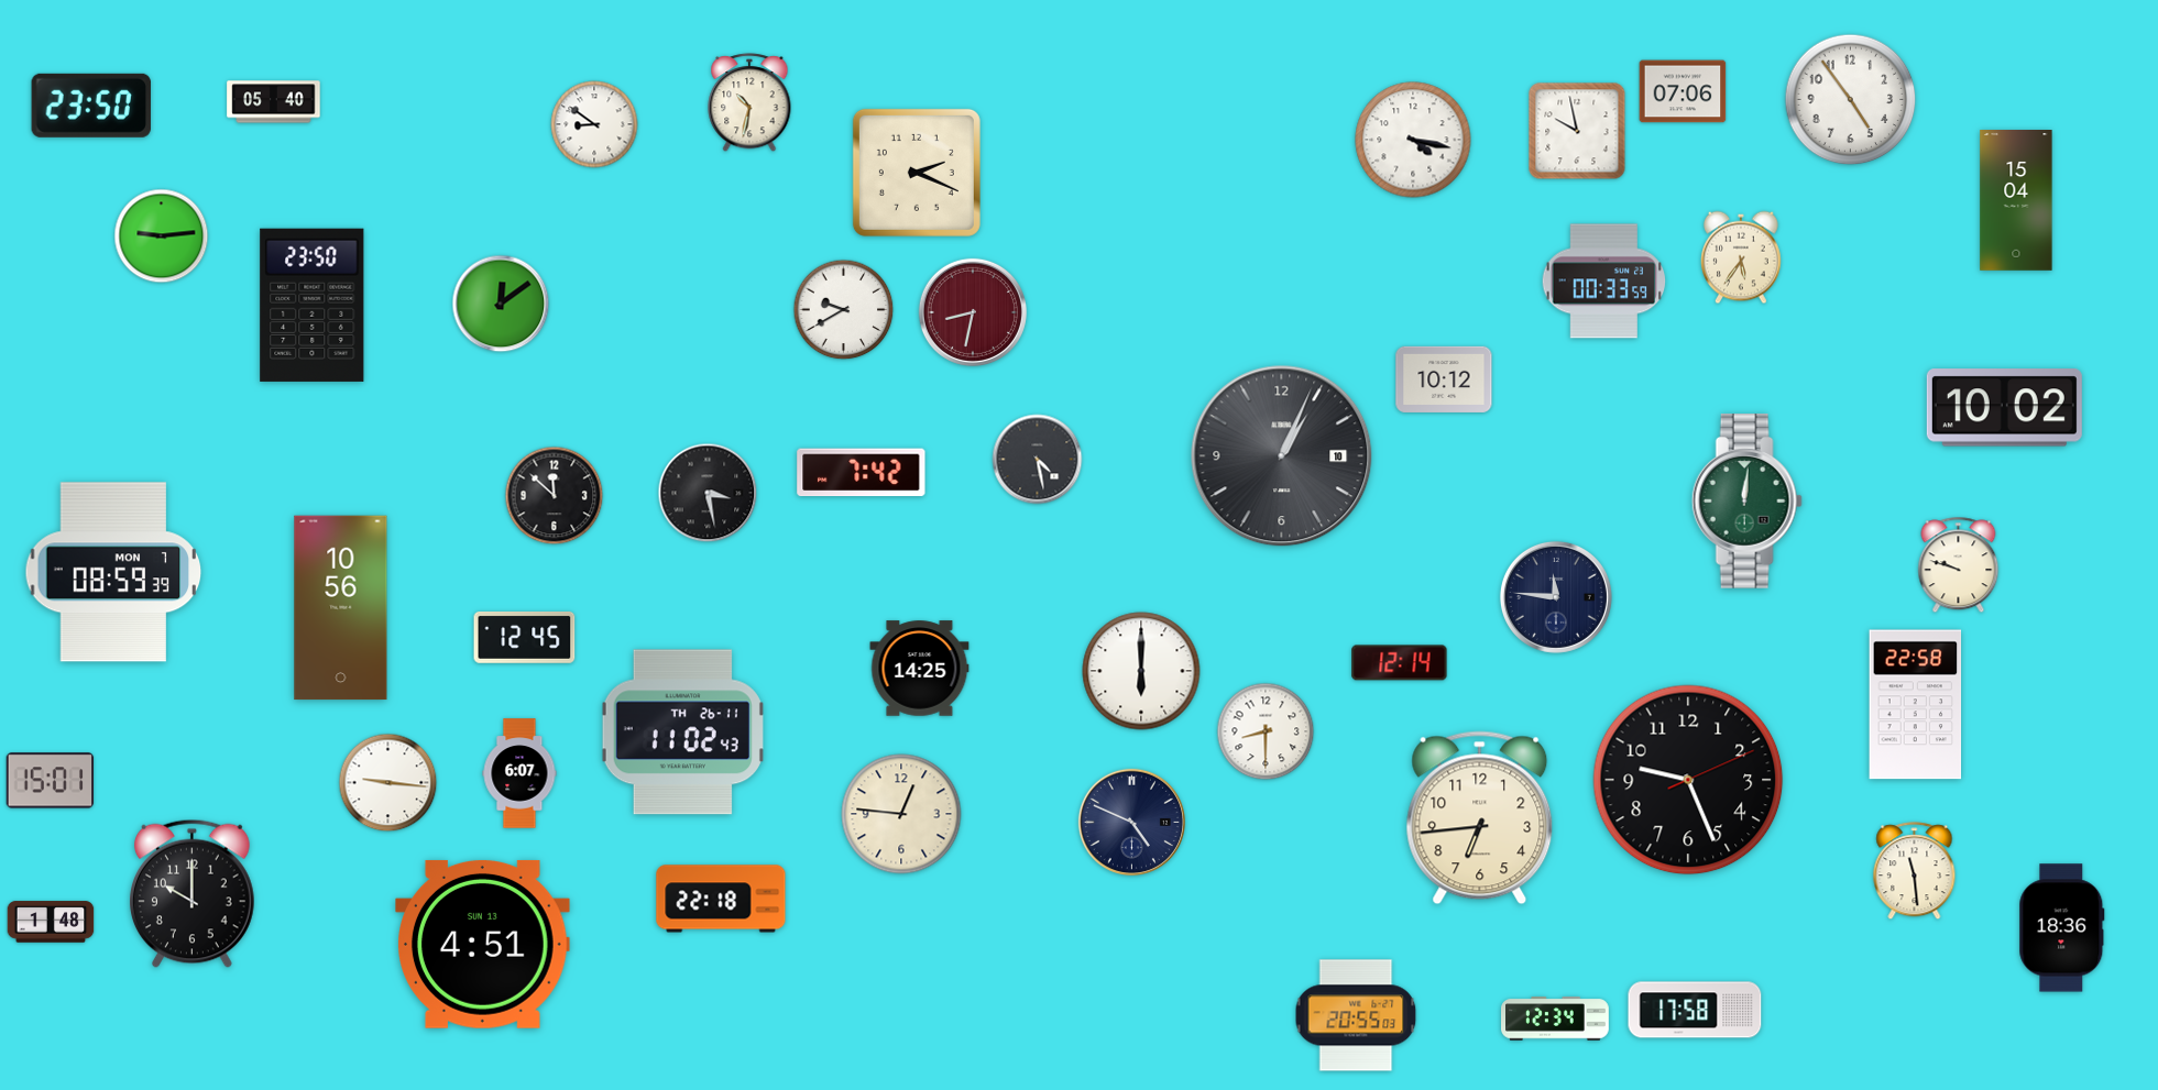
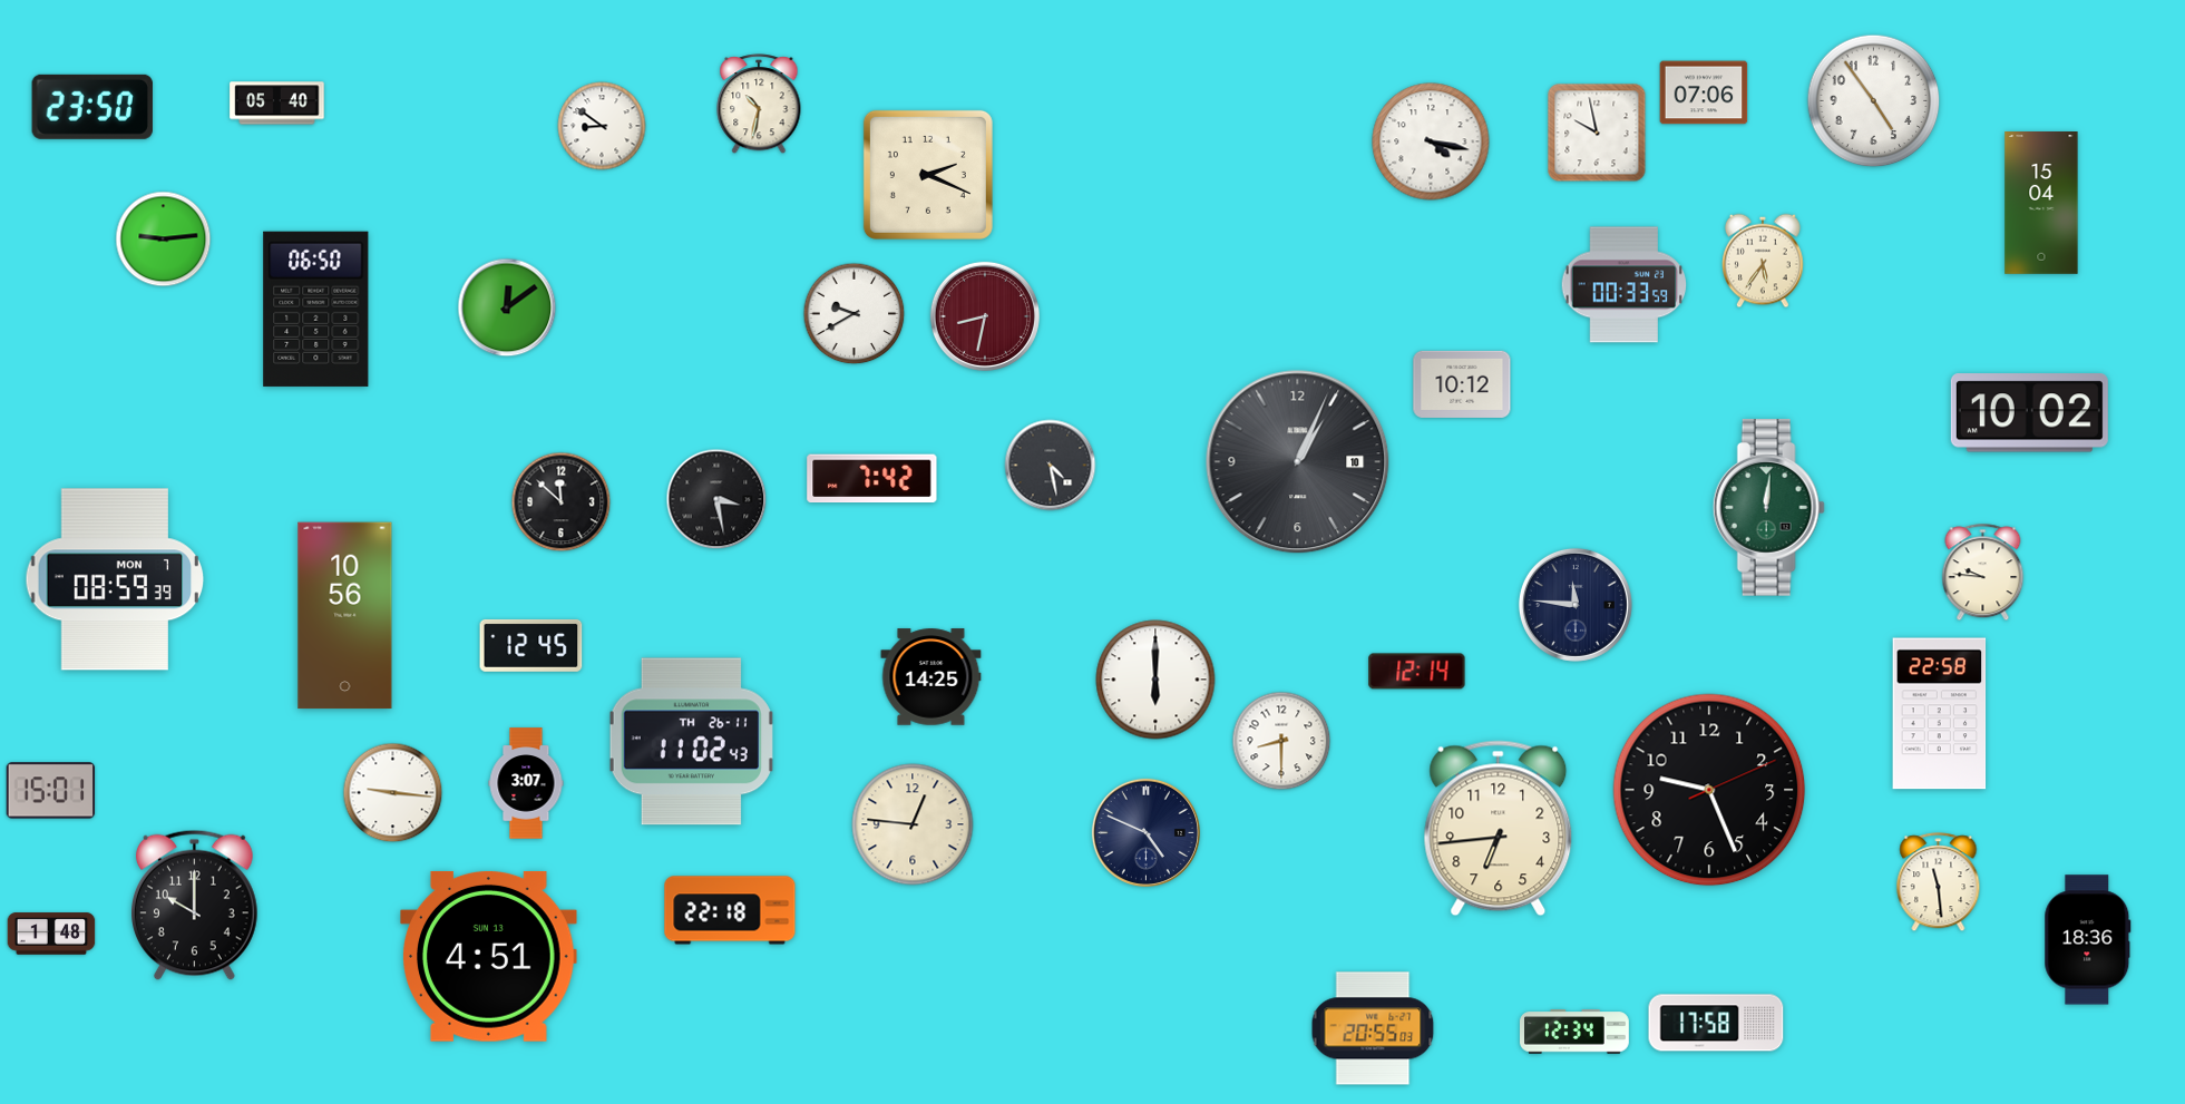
clock at (313, 305): 23:50 -> 06:50
clock at (1959, 565): 9:48 -> 9:46
clock at (519, 773): 6:07 -> 3:07
